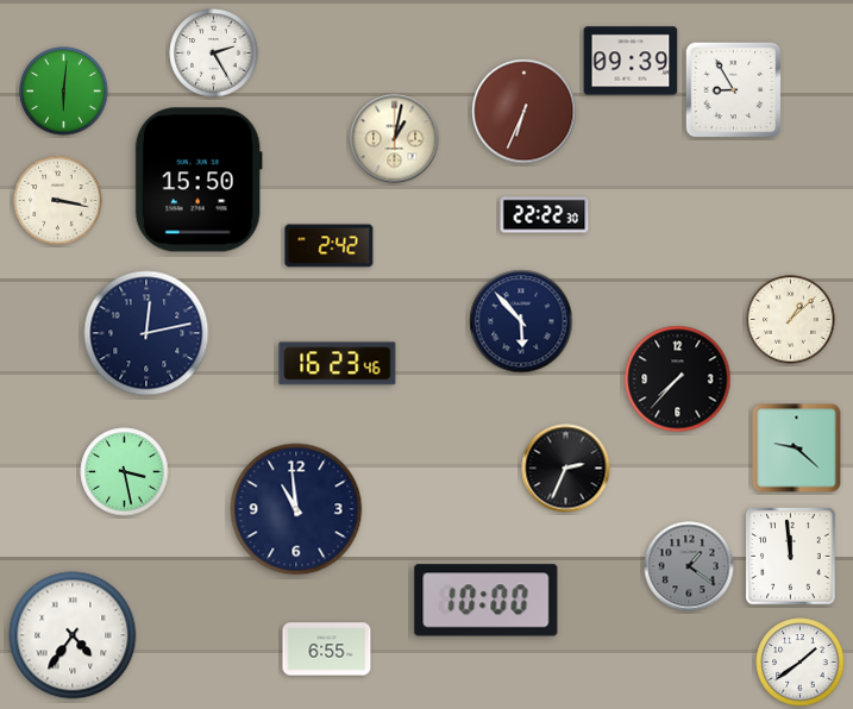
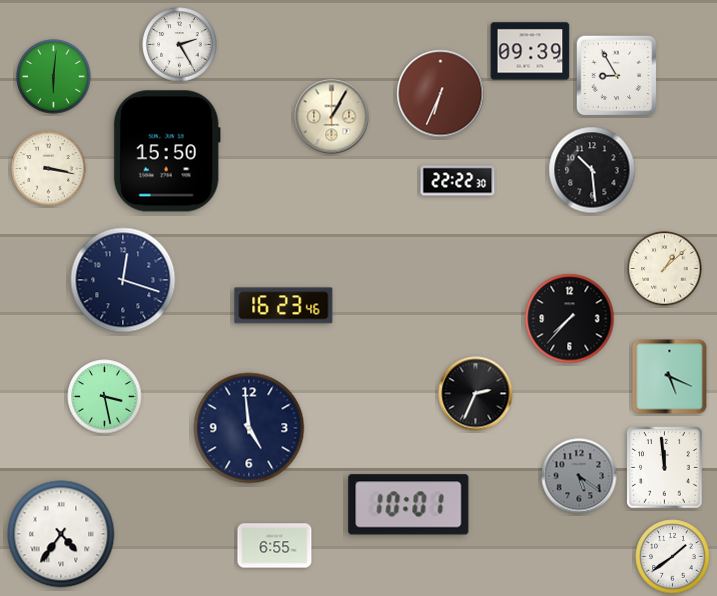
clock at (395, 139): 1:02 -> 1:05
clock at (592, 170): none -> 10:29
clock at (330, 246): 2:42 -> none
clock at (521, 321): 5:53 -> none
clock at (146, 333): 12:13 -> 12:18
clock at (797, 448): 9:22 -> 5:19
clock at (296, 509): 10:59 -> 4:59
clock at (689, 566): 1:21 -> 5:21
clock at (487, 601): 10:00 -> 10:01
